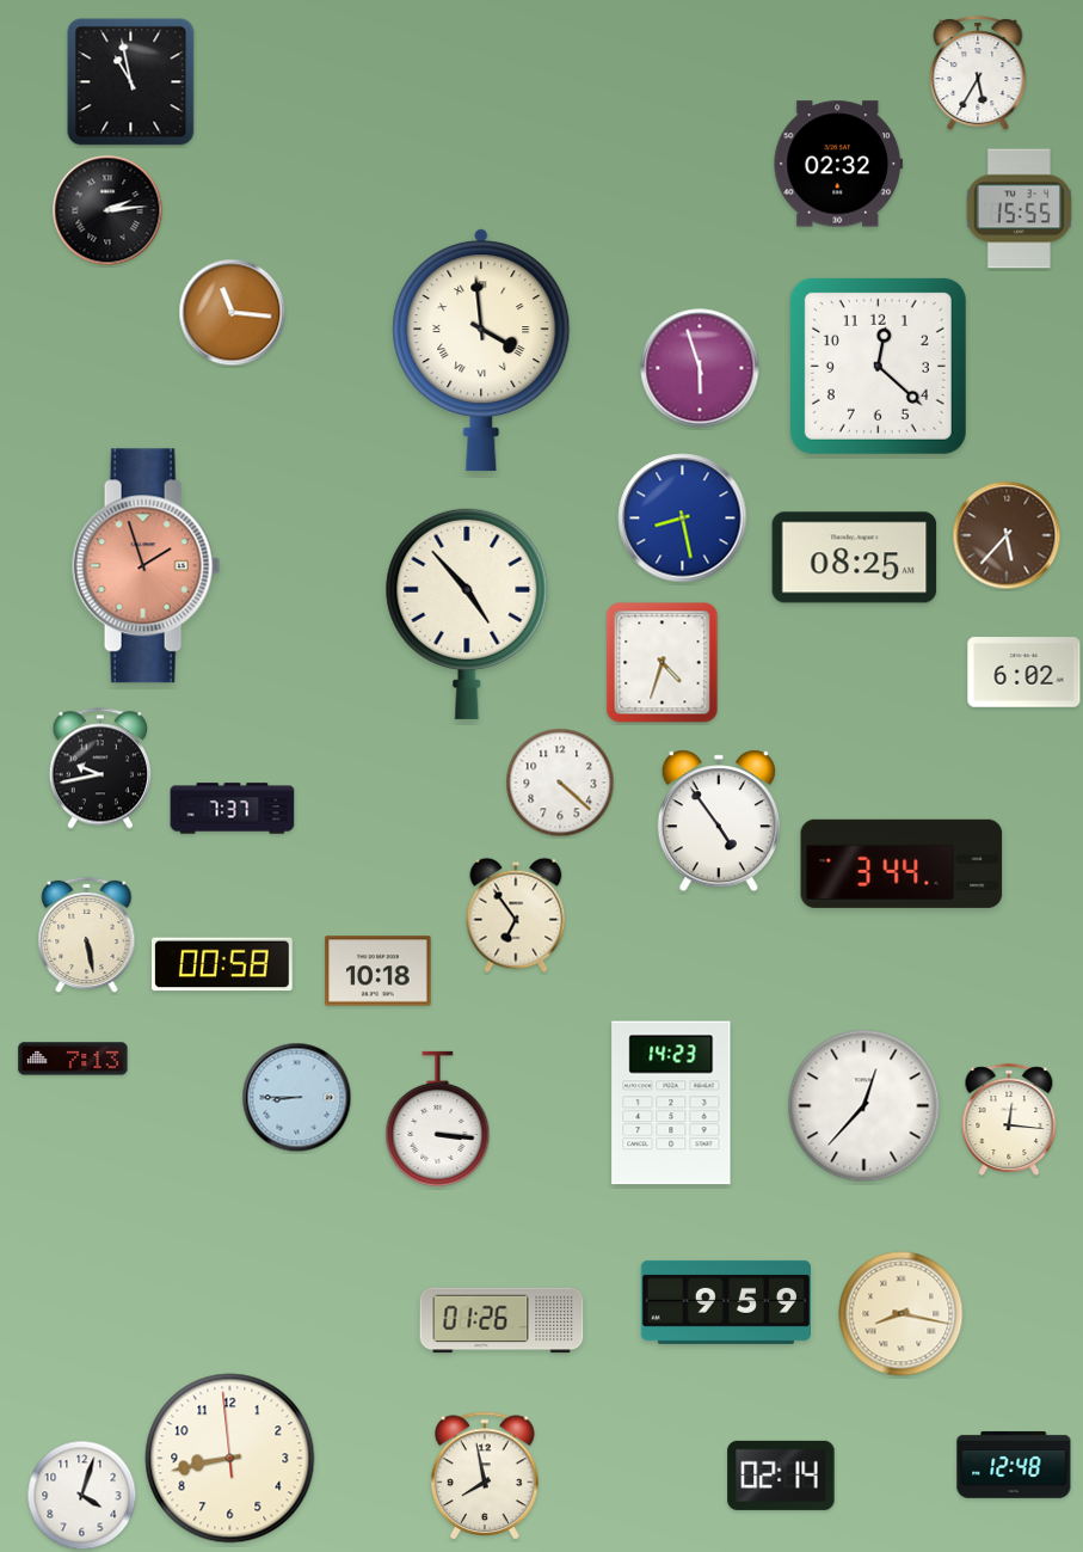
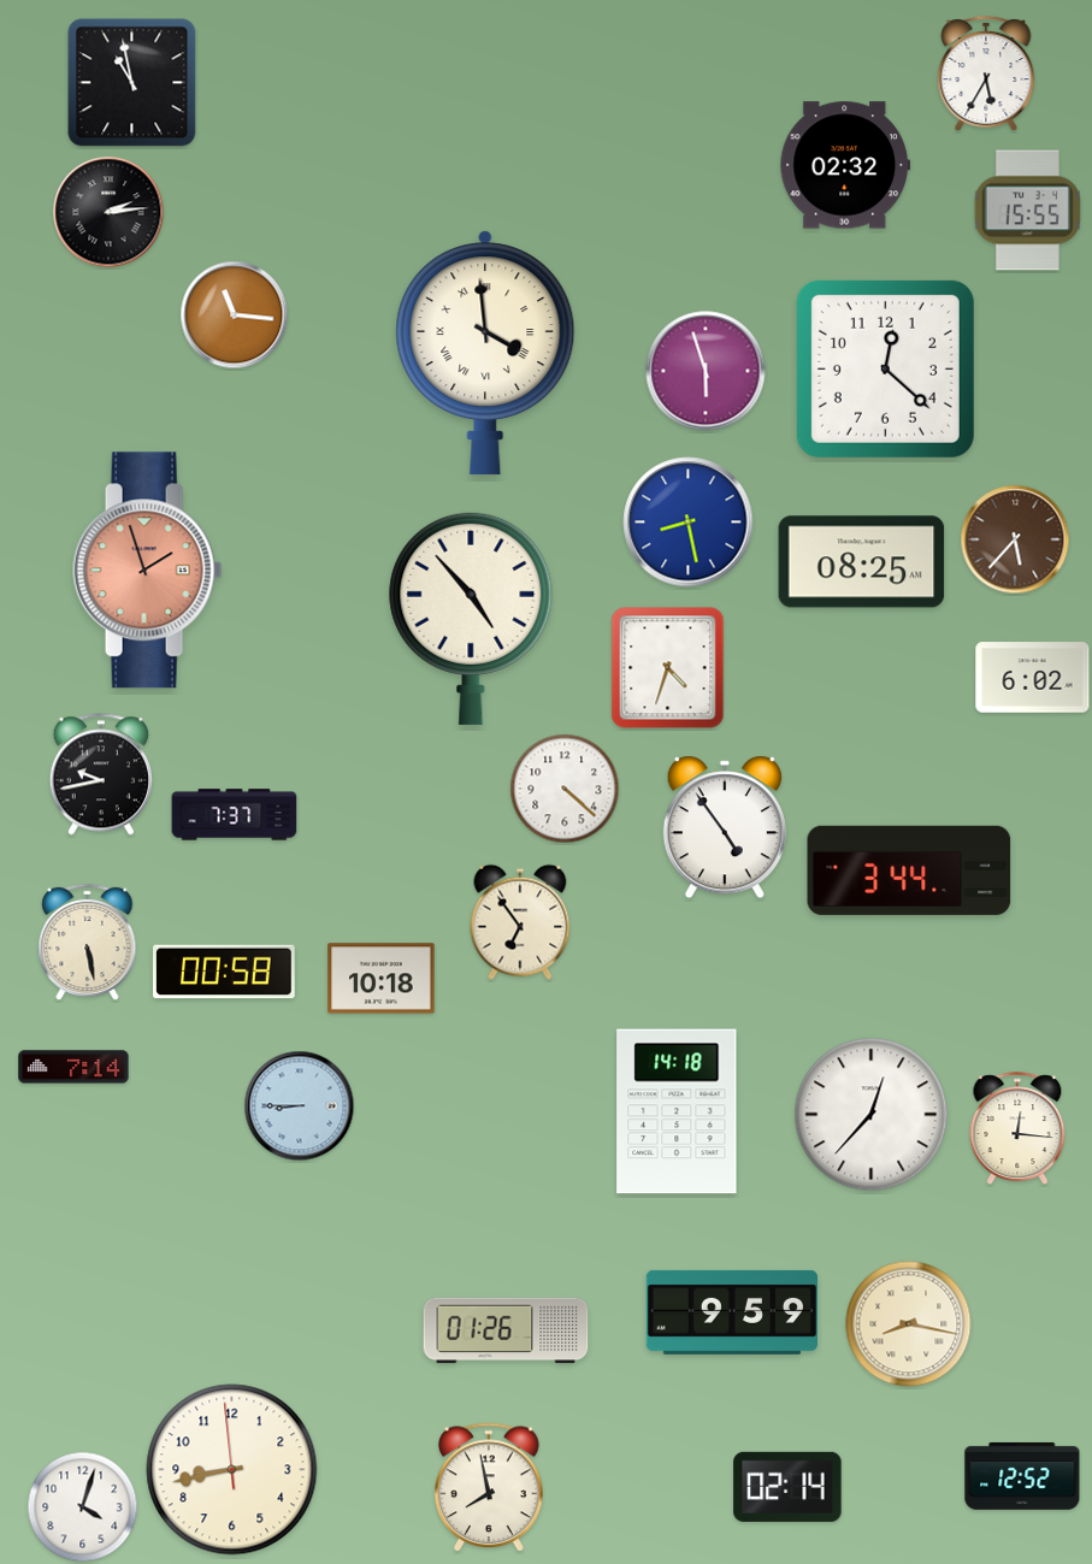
clock at (73, 1059): 7:13 -> 7:14
clock at (671, 1103): 14:23 -> 14:18
clock at (438, 1118): 3:16 -> none
clock at (1014, 1465): 12:48 -> 12:52
